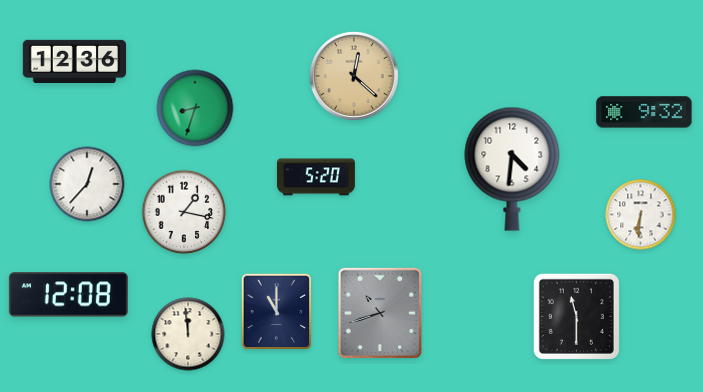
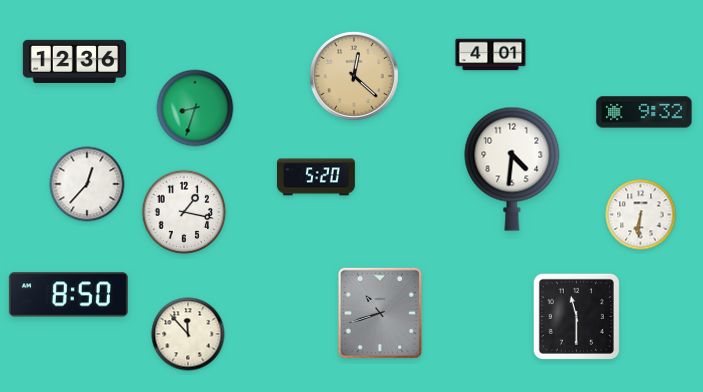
clock at (491, 55): none -> 4:01
clock at (68, 295): 12:08 -> 8:50
clock at (277, 312): 11:00 -> none
clock at (188, 334): 11:59 -> 11:53
